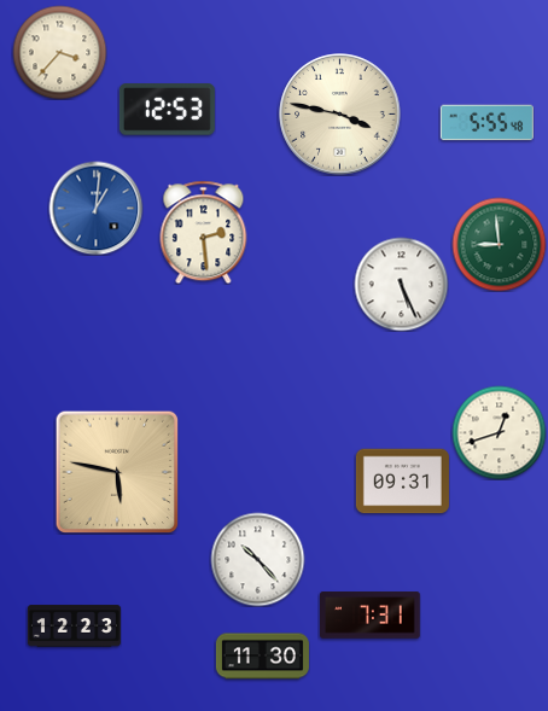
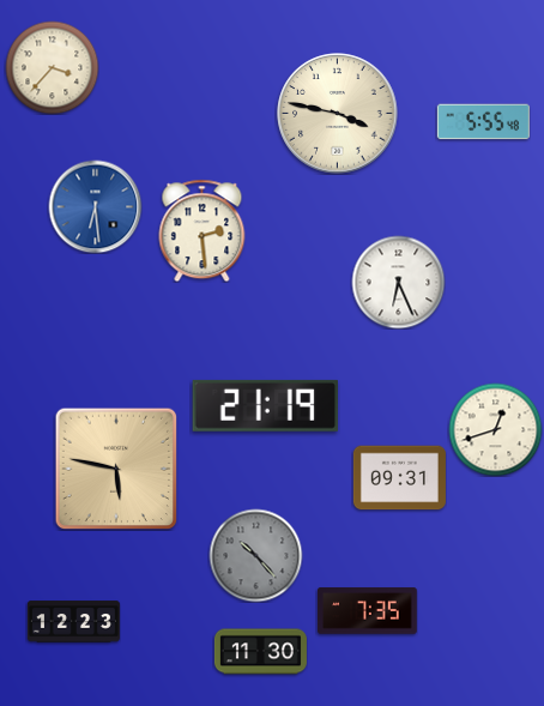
clock at (59, 52) position: (59, 52) -> (52, 67)
clock at (167, 110): 12:53 -> none
clock at (95, 208): 1:01 -> 6:29
clock at (499, 244): 8:59 -> none
clock at (401, 284): 5:26 -> 6:26
clock at (265, 405): none -> 21:19
clock at (257, 559) dial: white -> grey
clock at (371, 616): 7:31 -> 7:35
